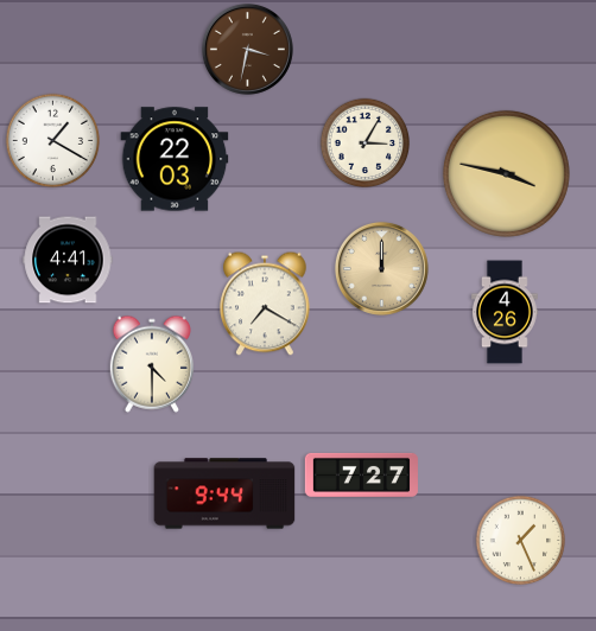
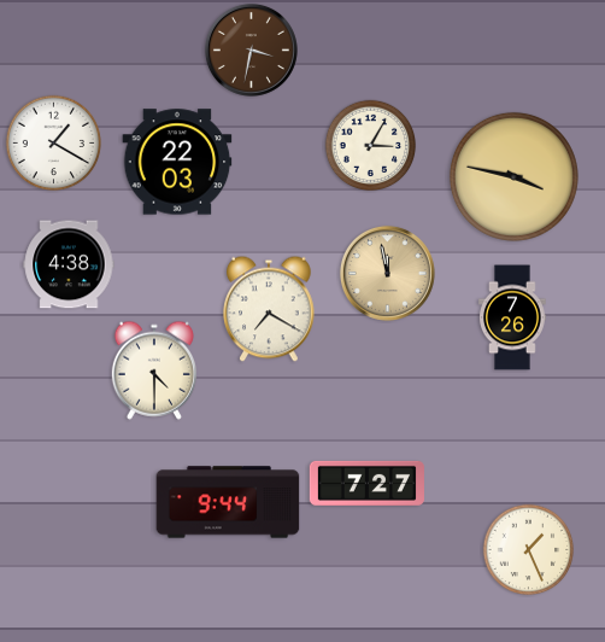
clock at (68, 260): 4:41 -> 4:38
clock at (381, 268): 12:00 -> 11:58
clock at (506, 312): 4:26 -> 7:26
